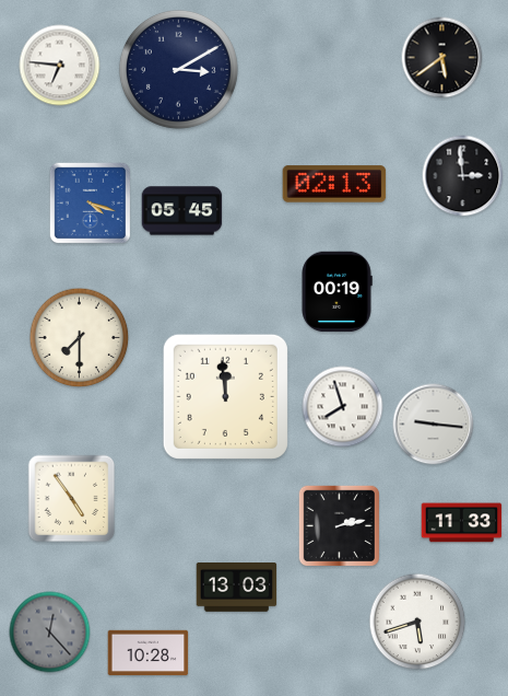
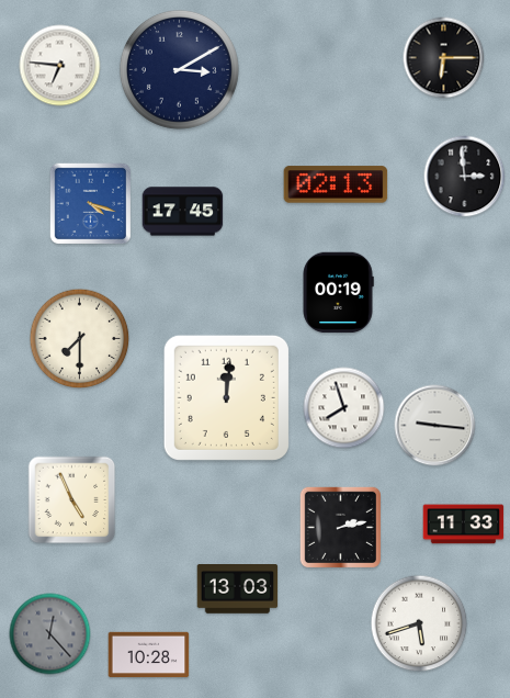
clock at (442, 58): 5:39 -> 6:15
clock at (182, 211): 05:45 -> 17:45
clock at (225, 396): 11:59 -> 12:01
clock at (72, 499): 4:54 -> 4:56
